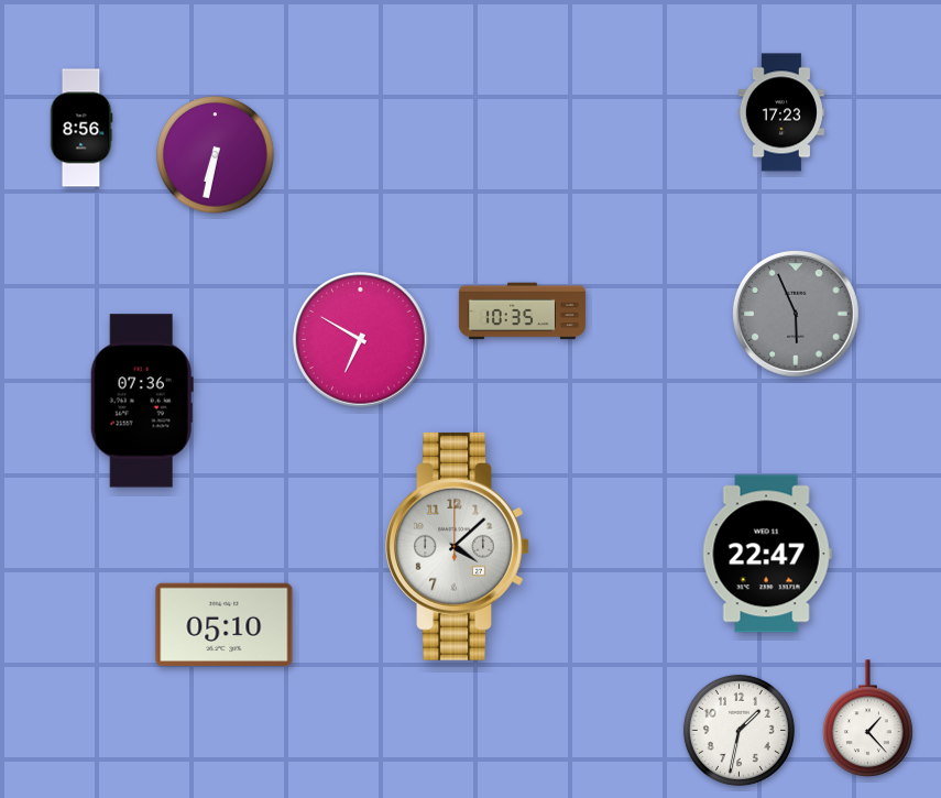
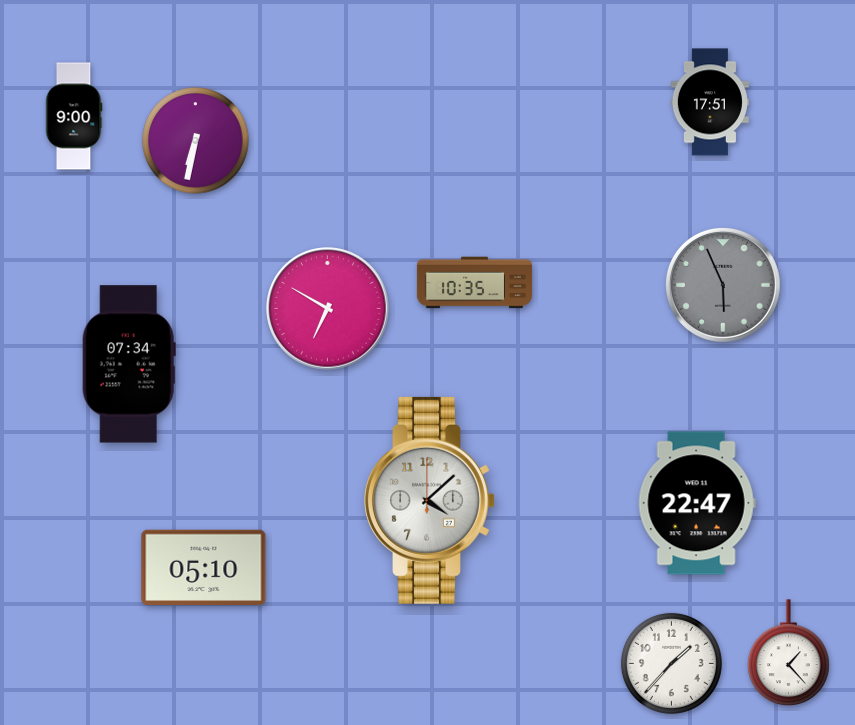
clock at (781, 112): 17:23 -> 17:51
clock at (81, 128): 8:56 -> 9:00
clock at (142, 401): 07:36 -> 07:34
clock at (458, 546) position: (458, 546) -> (430, 500)
clock at (738, 730): 1:32 -> 1:37
